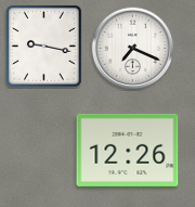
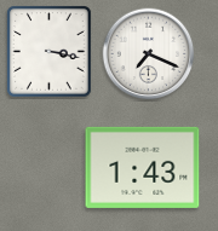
clock at (44, 47): 9:17 -> 3:17
clock at (128, 150): 12:26 -> 1:43
